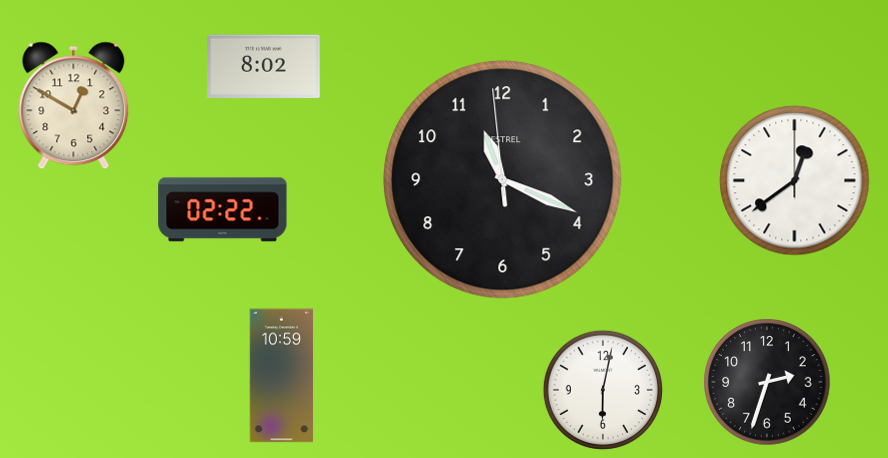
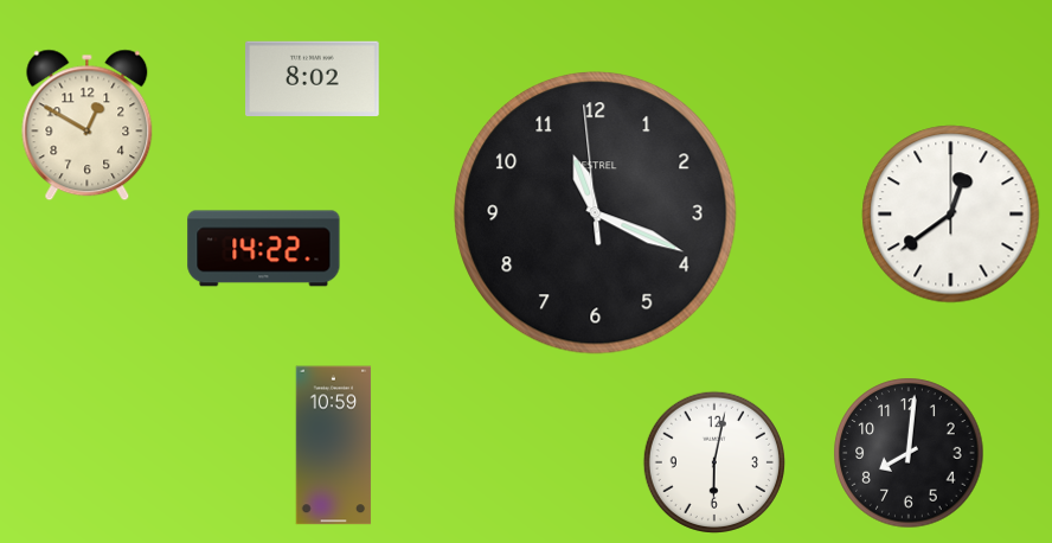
clock at (795, 181) position: (795, 181) -> (951, 215)
clock at (223, 210): 02:22 -> 14:22
clock at (767, 382): 2:33 -> 8:01
